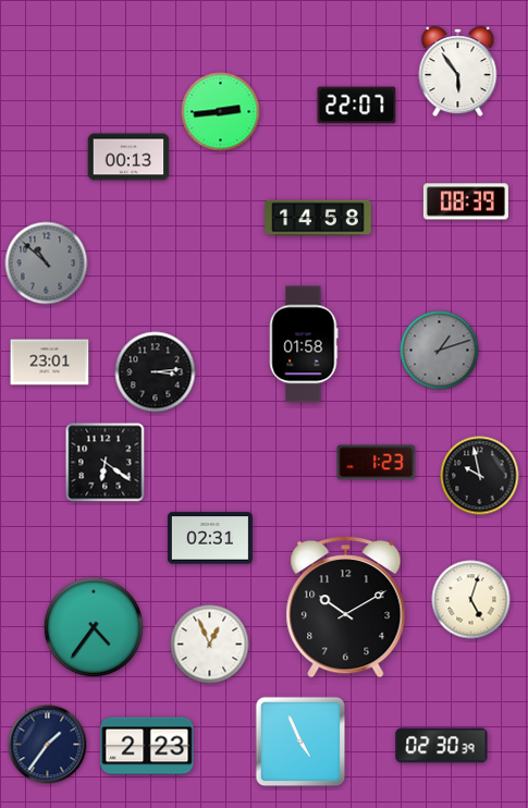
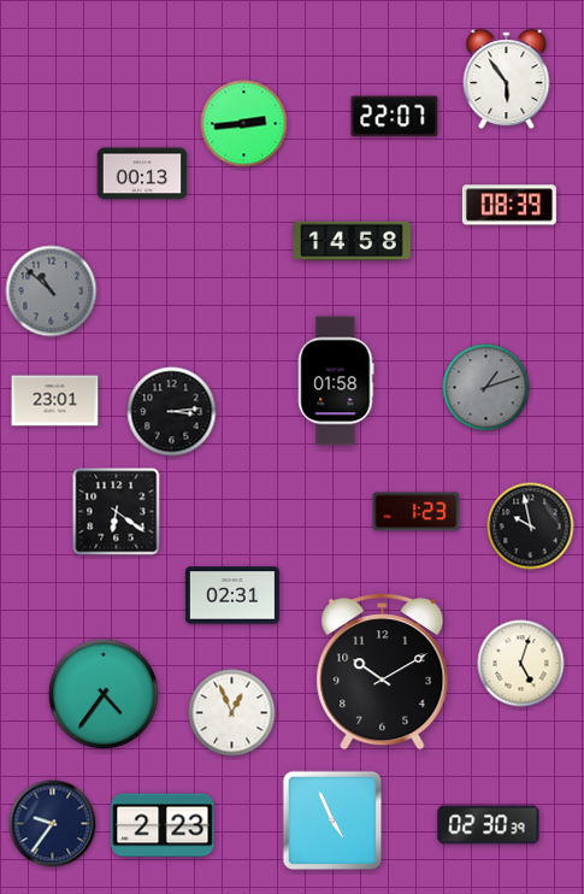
clock at (466, 201) position: (466, 201) -> (509, 205)
clock at (48, 745): 1:36 -> 9:36
